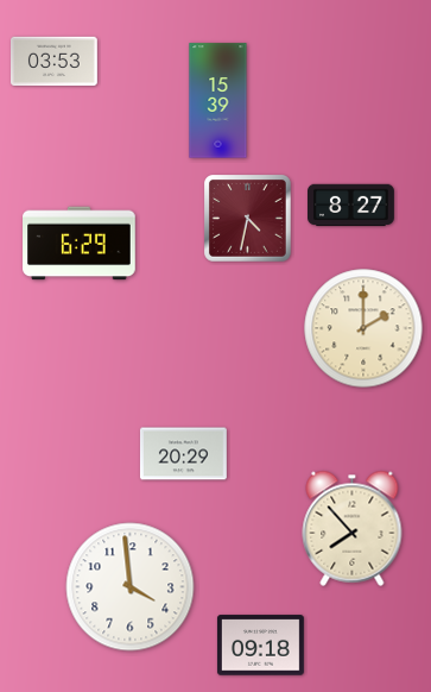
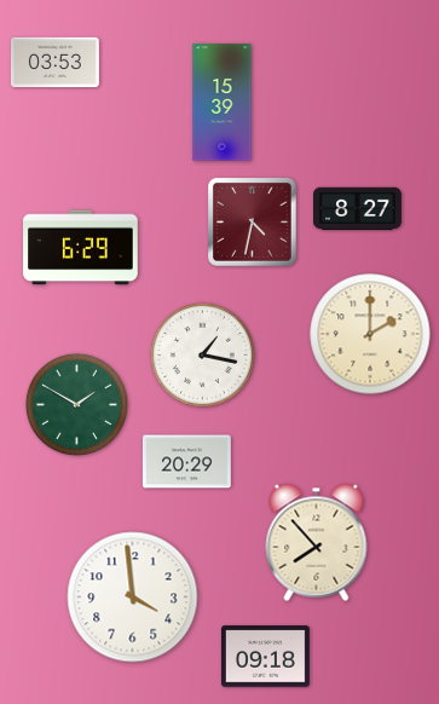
clock at (202, 354): none -> 1:17
clock at (76, 404): none -> 1:50
clock at (353, 528) position: (353, 528) -> (317, 542)
